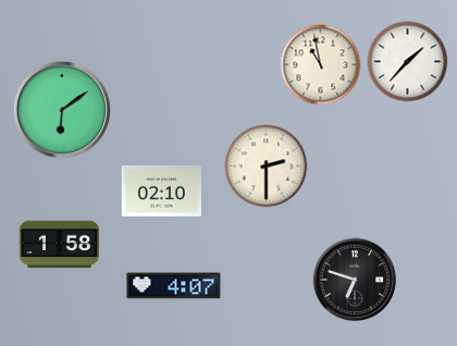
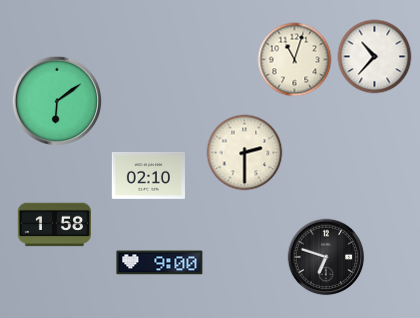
clock at (408, 62): 1:37 -> 10:37
clock at (321, 65): 10:58 -> 11:03
clock at (174, 286): 4:07 -> 9:00
